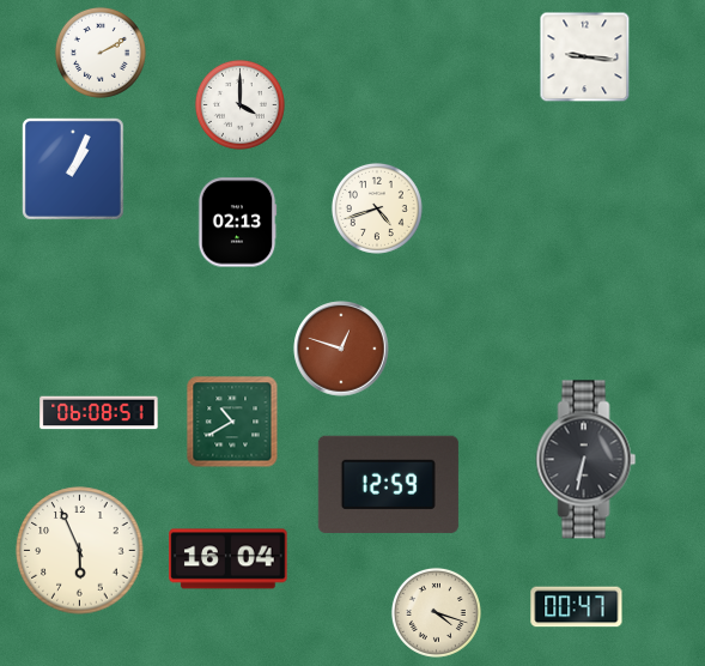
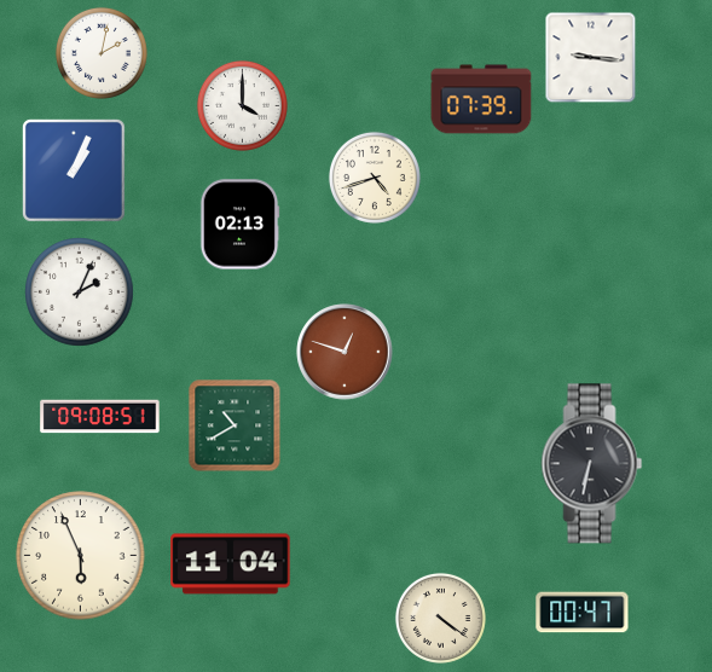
clock at (101, 53): 2:10 -> 2:02
clock at (481, 99): none -> 07:39
clock at (377, 208) position: (377, 208) -> (375, 178)
clock at (80, 292): none -> 2:04
clock at (99, 413): 06:08 -> 09:08
clock at (388, 484): 12:59 -> none
clock at (229, 559): 16:04 -> 11:04
clock at (436, 612): 4:18 -> 4:21
